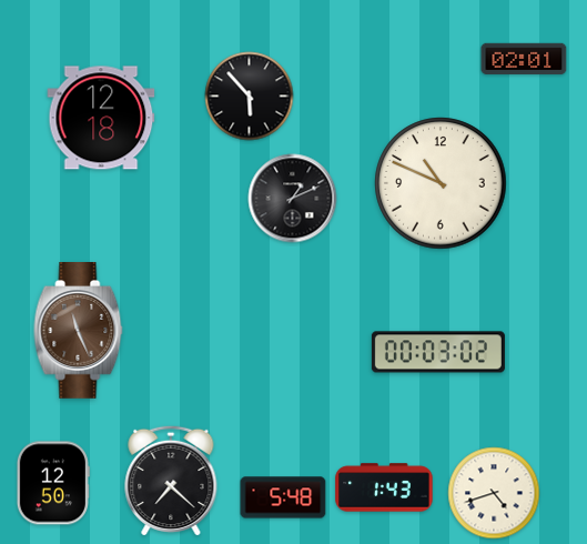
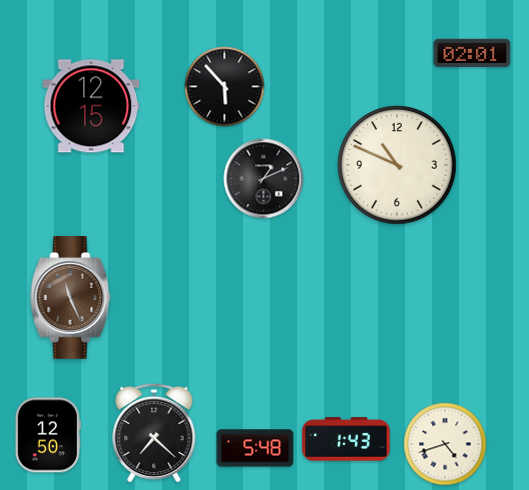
clock at (101, 118): 12:18 -> 12:15
clock at (438, 352): 00:03 -> none
